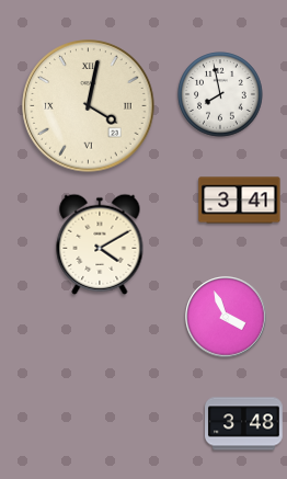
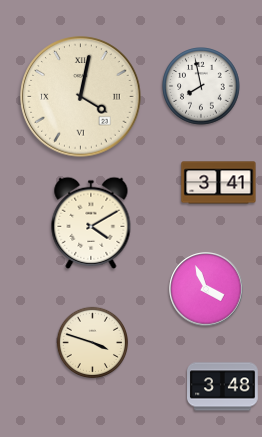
clock at (93, 343): none -> 3:48
